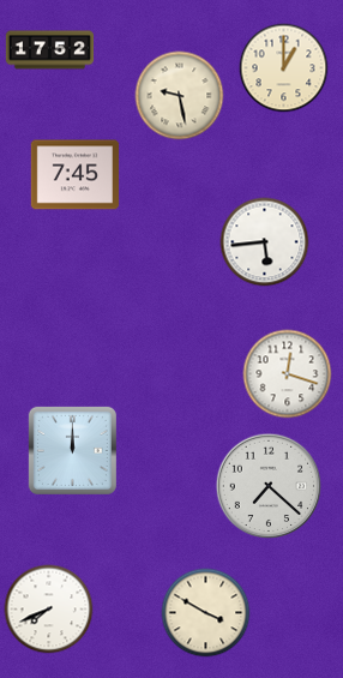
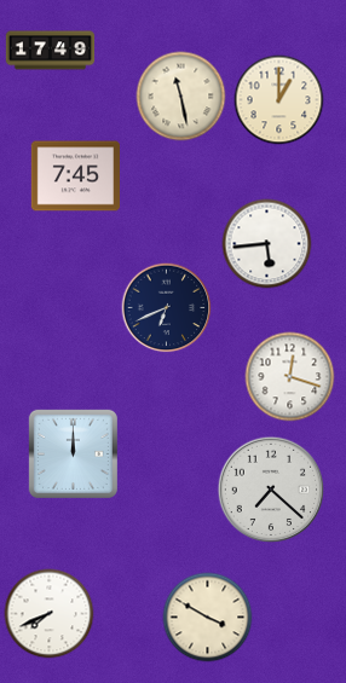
clock at (50, 50): 17:52 -> 17:49
clock at (284, 68) position: (284, 68) -> (279, 100)
clock at (180, 96): 9:28 -> 11:28
clock at (167, 308): none -> 6:41
